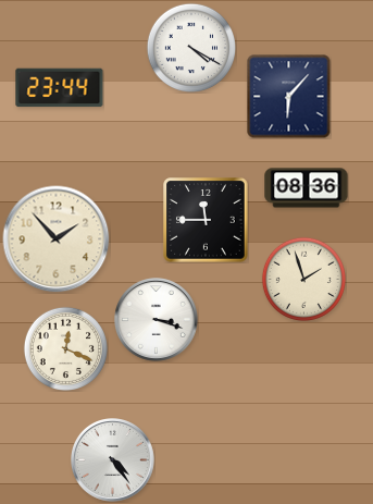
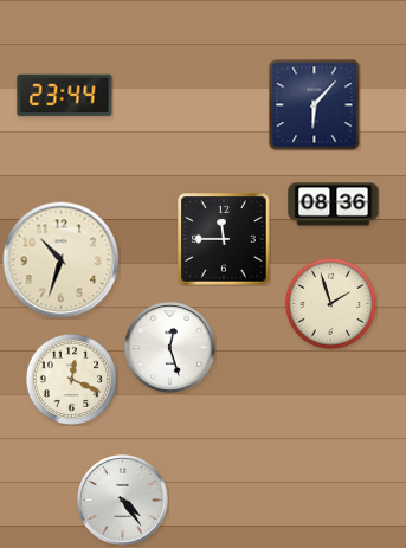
clock at (190, 47): 4:20 -> none
clock at (57, 239): 1:53 -> 10:33
clock at (157, 320): 3:18 -> 12:27
